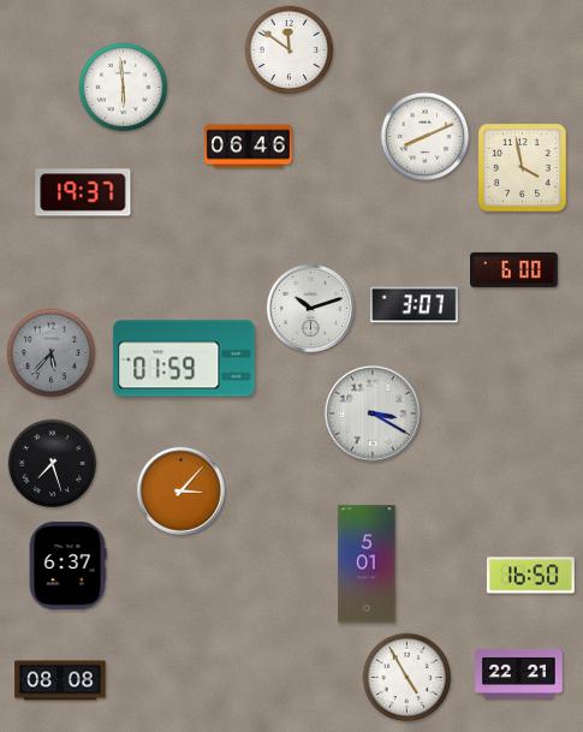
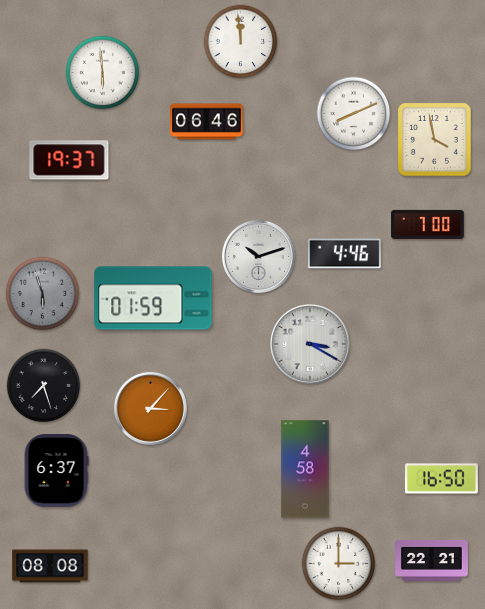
clock at (290, 50): 11:51 -> 11:59
clock at (514, 269): 6:00 -> 7:00
clock at (415, 305): 3:07 -> 4:46
clock at (52, 353): 5:37 -> 5:57
clock at (367, 564): 5:01 -> 4:58
clock at (407, 678): 4:55 -> 3:00
